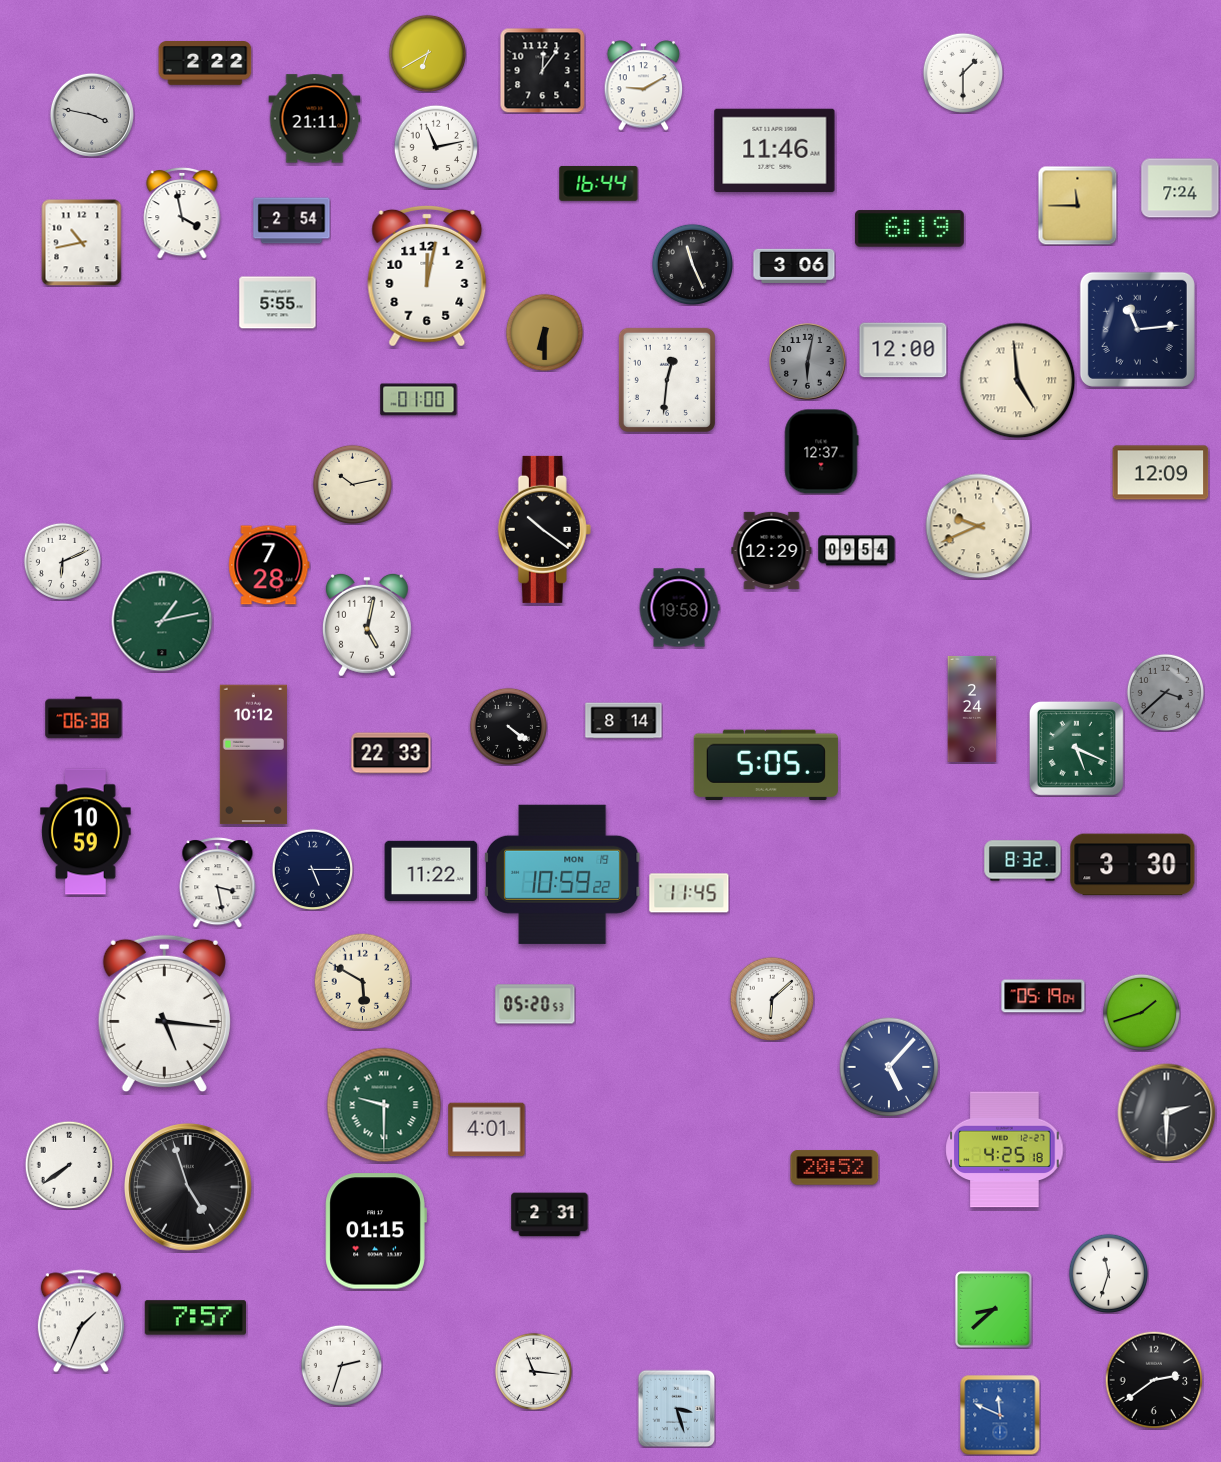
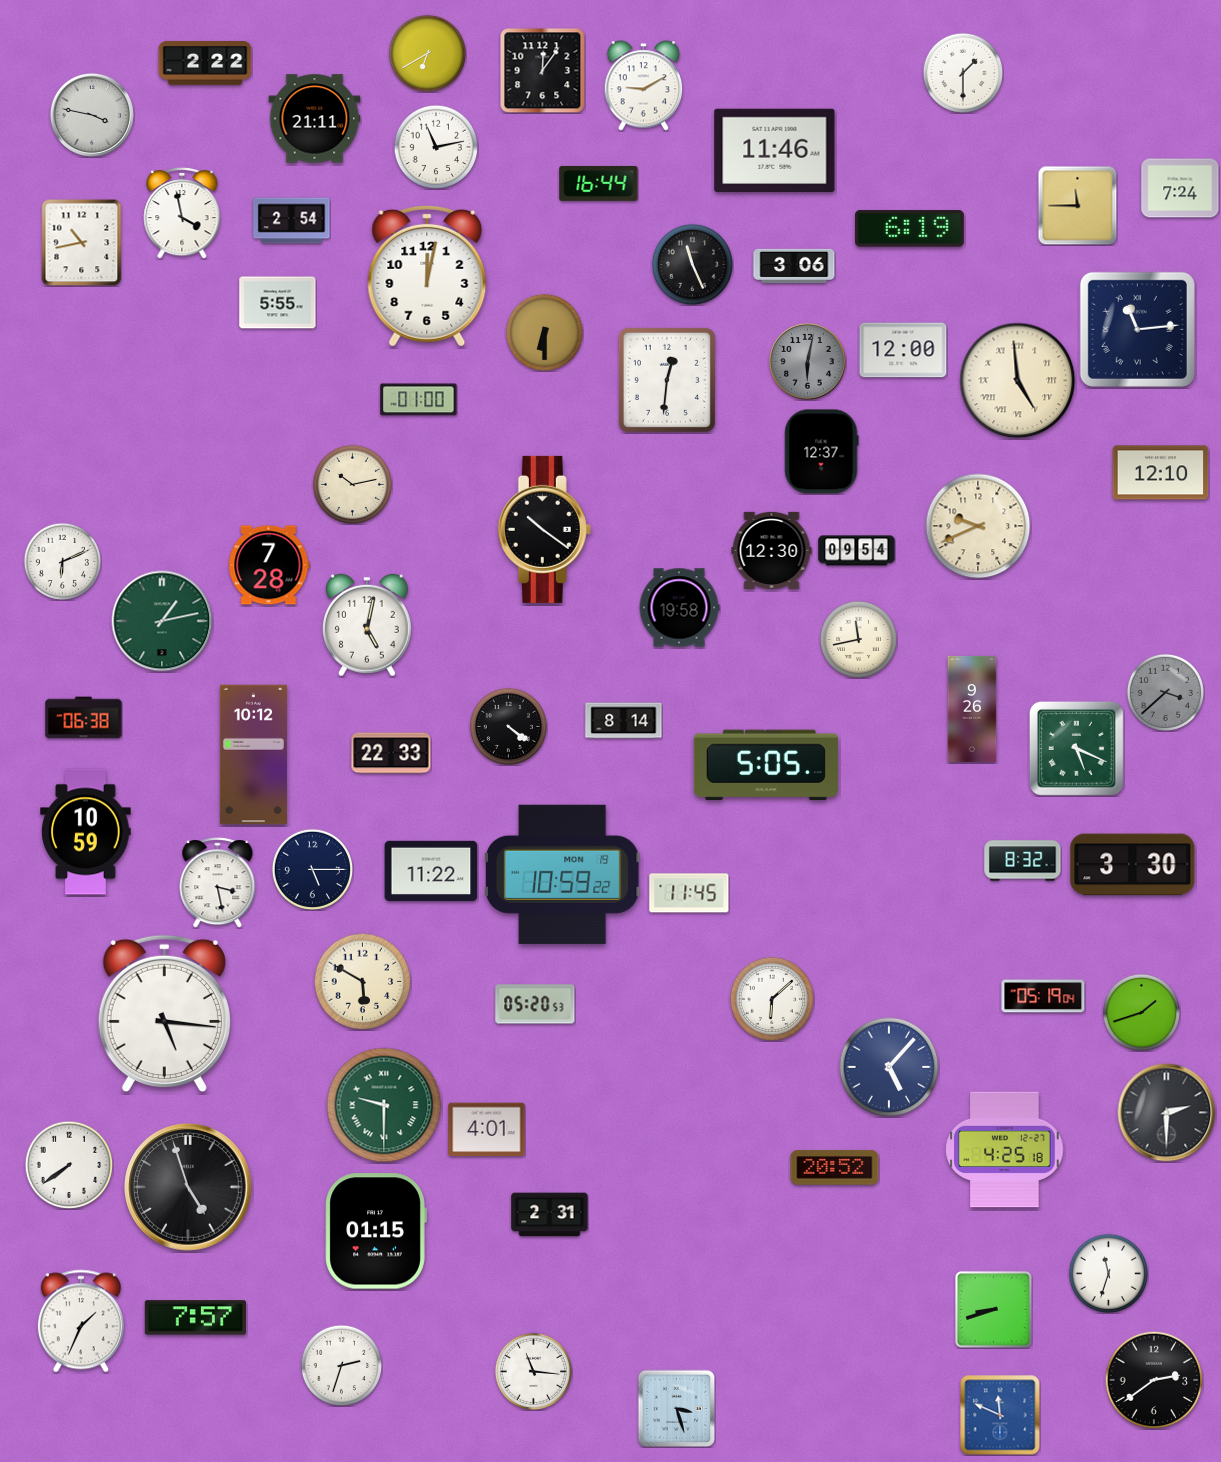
clock at (1161, 473): 12:09 -> 12:10
clock at (772, 550): 12:29 -> 12:30
clock at (858, 639): none -> 11:43
clock at (972, 709): 2:24 -> 9:26
clock at (994, 1310): 8:38 -> 8:42
